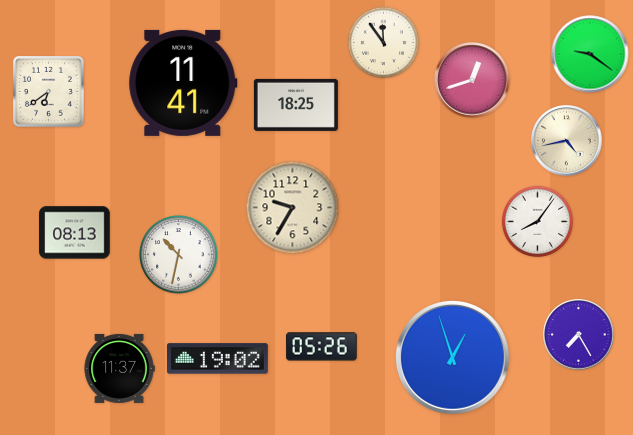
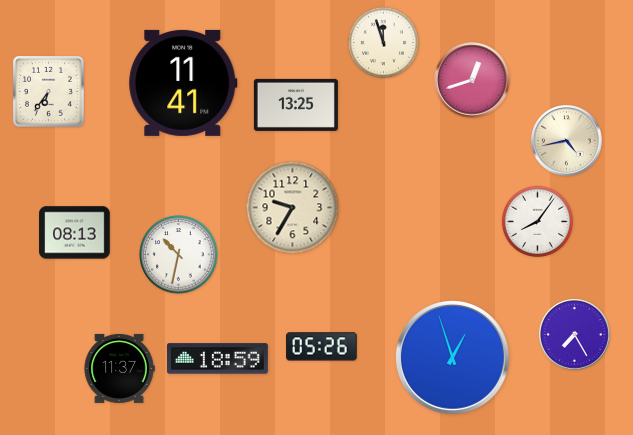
clock at (383, 42): 11:54 -> 11:57
clock at (590, 54): 9:21 -> none
clock at (48, 91): 6:39 -> 6:36
clock at (296, 105): 18:25 -> 13:25
clock at (579, 335) position: (579, 335) -> (575, 335)
clock at (218, 359): 19:02 -> 18:59
